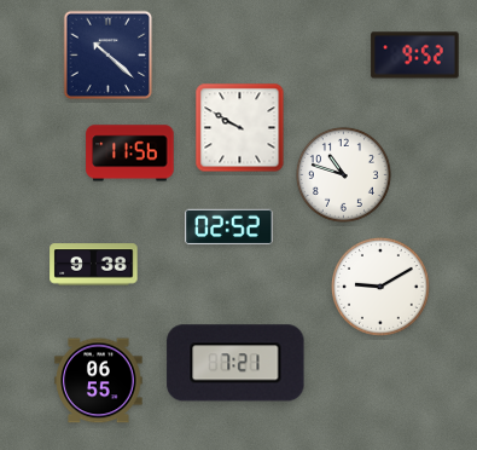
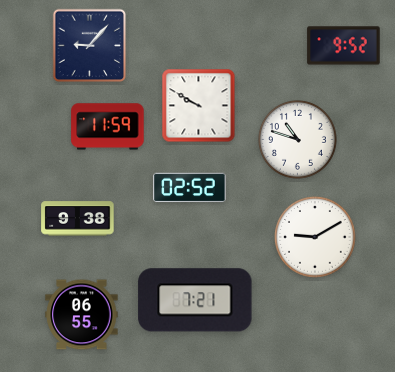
clock at (109, 56): 10:22 -> 9:07
clock at (130, 154): 11:56 -> 11:59
clock at (343, 174) position: (343, 174) -> (297, 139)
